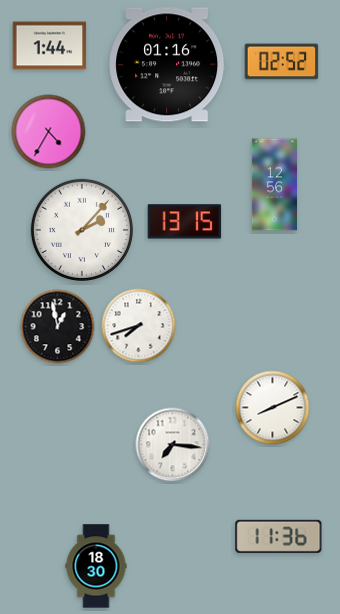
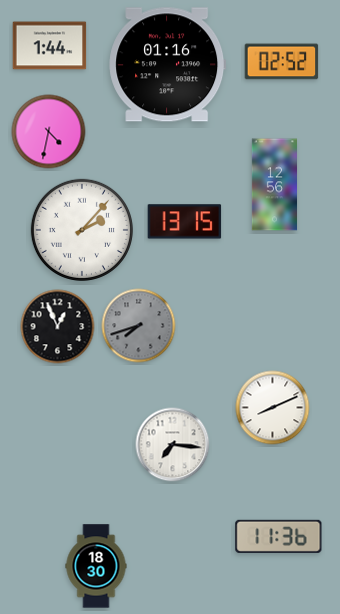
clock at (49, 132): 4:35 -> 4:32
clock at (139, 326) dial: white -> grey
clock at (58, 327): 12:58 -> 12:56
